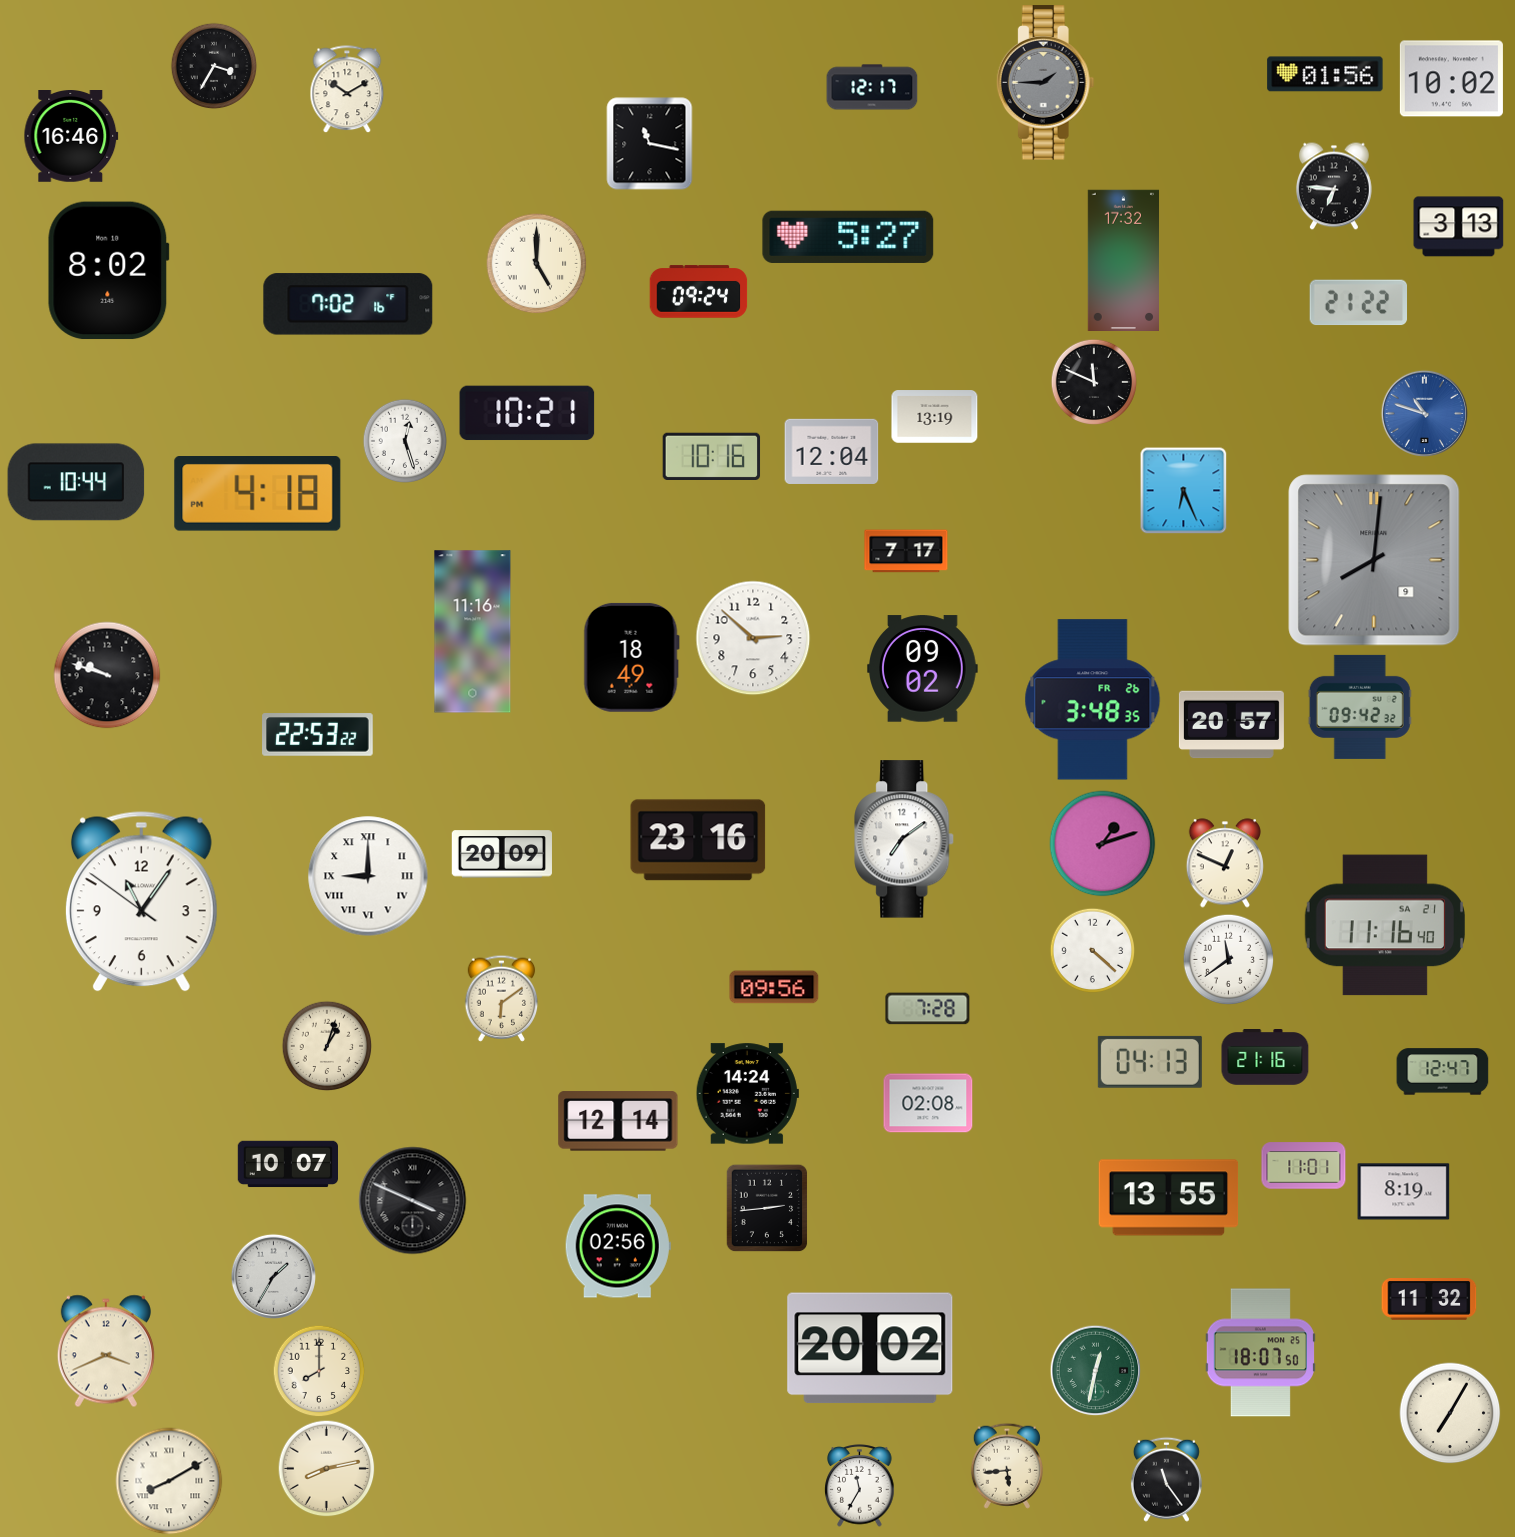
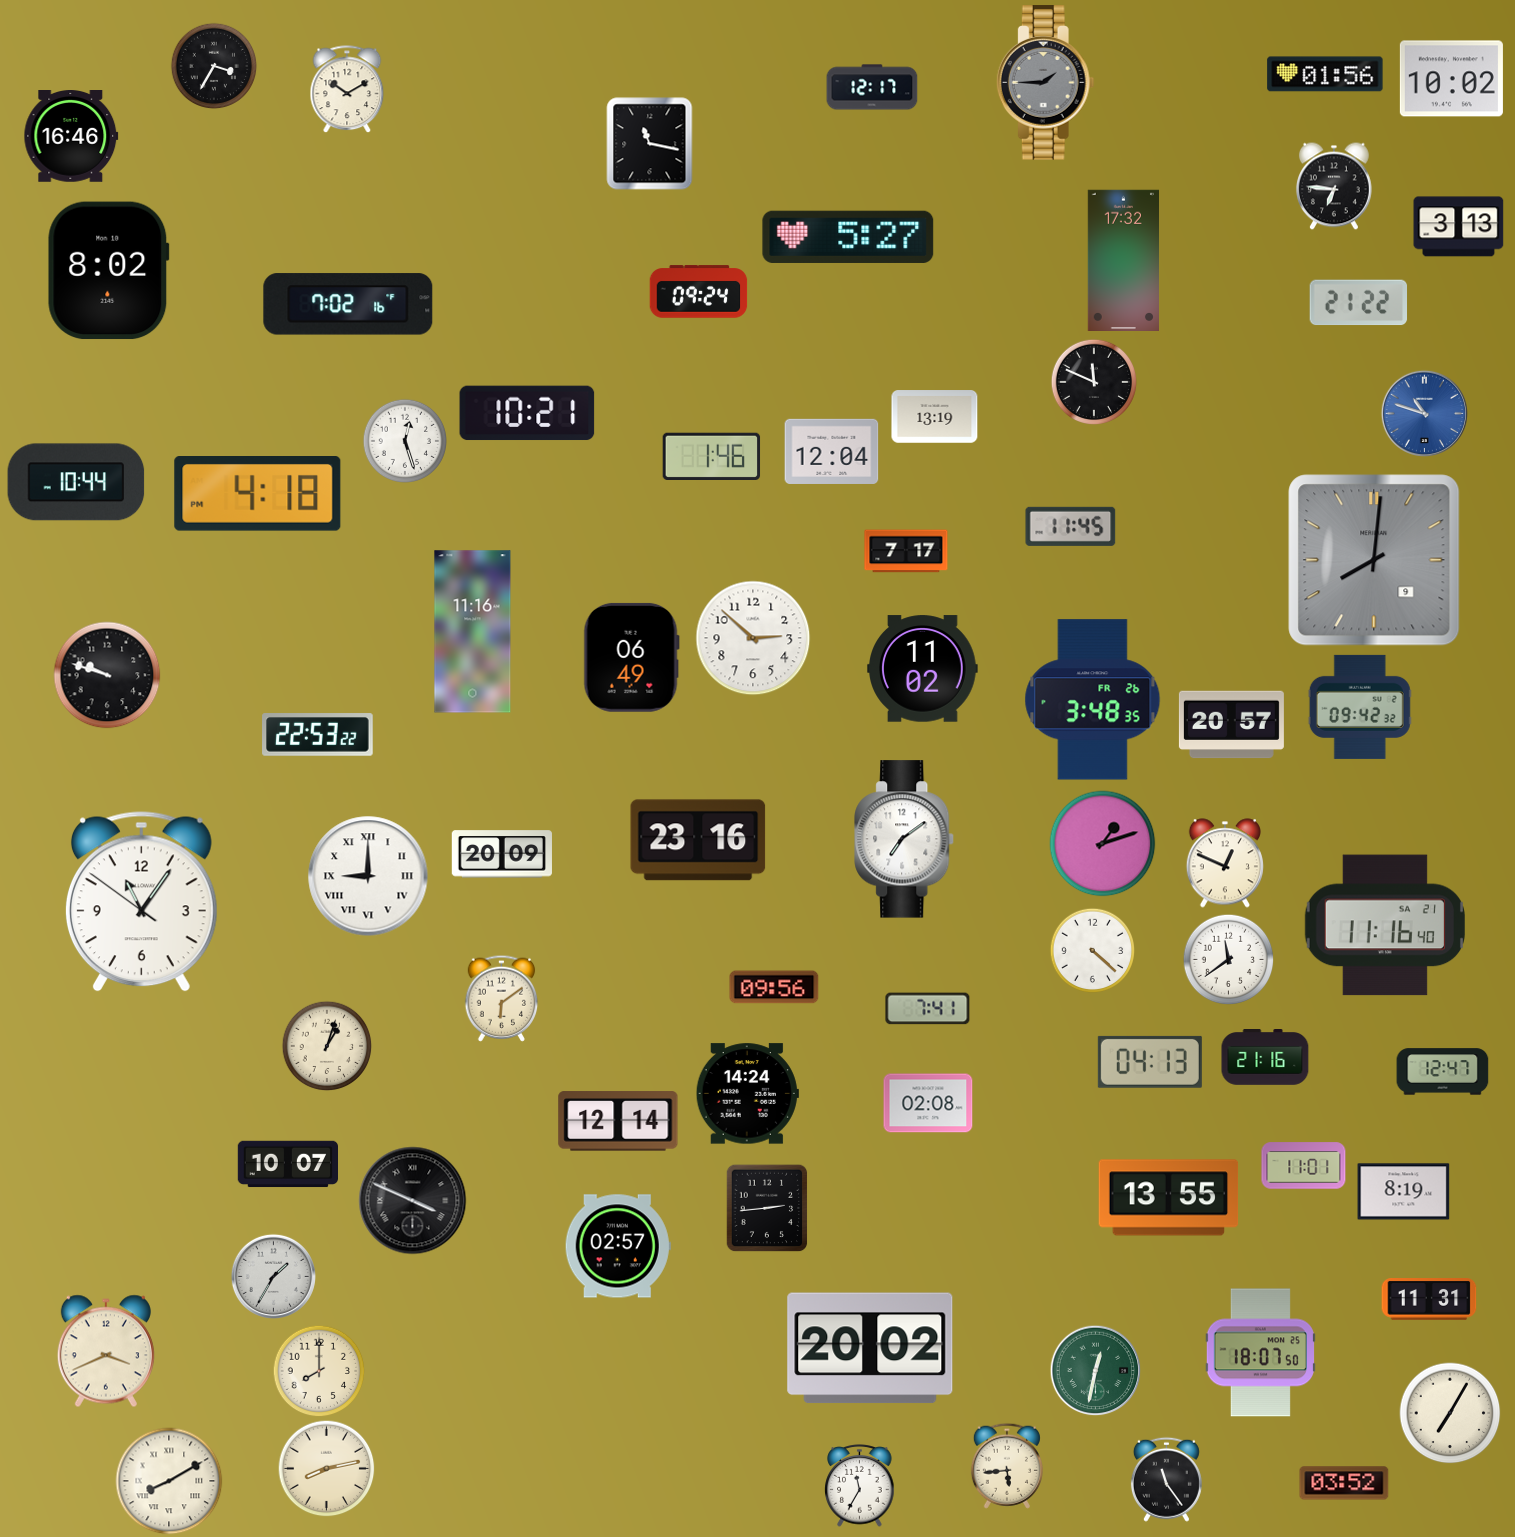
clock at (537, 264): 5:00 -> none
clock at (712, 456): 10:16 -> 1:46
clock at (1183, 490): 6:26 -> none
clock at (1071, 526): none -> 11:45
clock at (631, 657): 18:49 -> 06:49
clock at (923, 669): 09:02 -> 11:02
clock at (928, 1009): 7:28 -> 7:41
clock at (618, 1246): 02:56 -> 02:57
clock at (1429, 1300): 11:32 -> 11:31
clock at (1344, 1483): none -> 03:52
